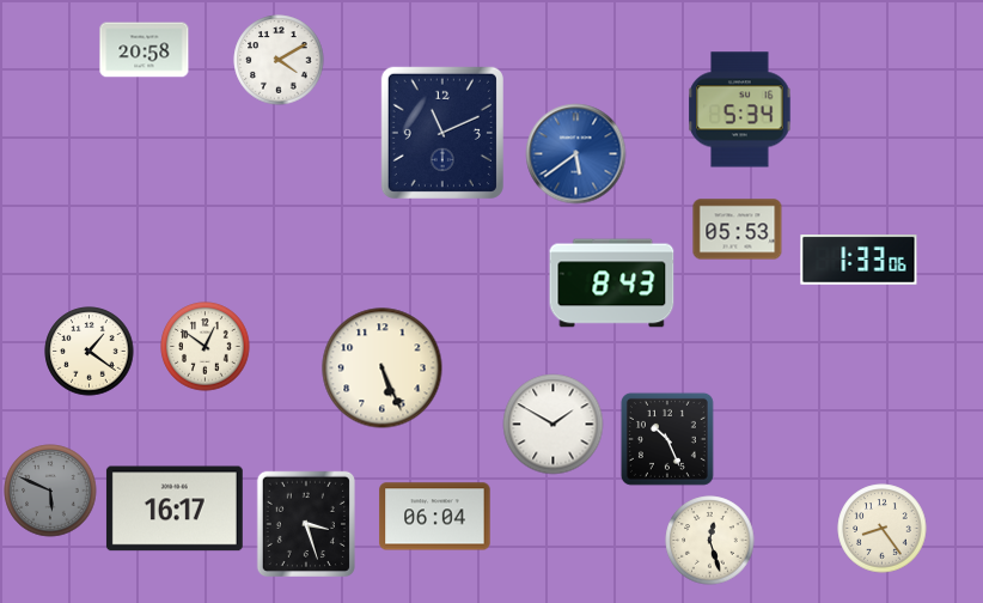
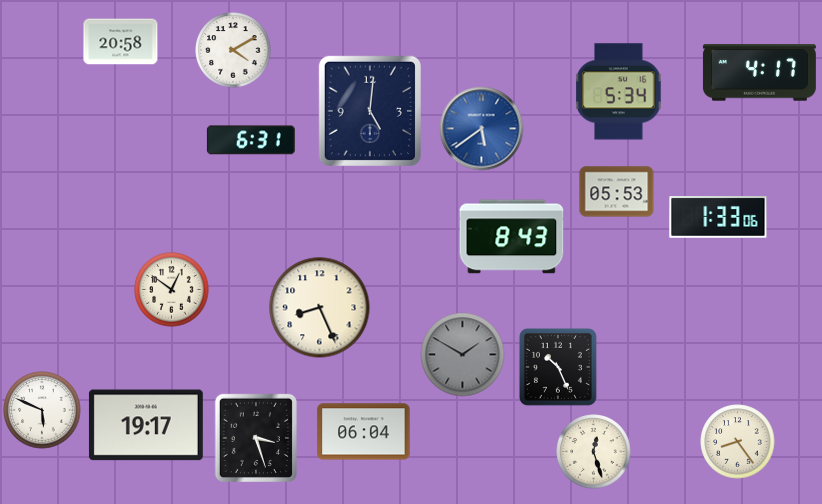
clock at (759, 73): none -> 4:17
clock at (442, 133): 11:11 -> 5:01
clock at (251, 140): none -> 6:31
clock at (90, 352): 1:21 -> none
clock at (383, 368): 5:26 -> 8:26
clock at (554, 425) dial: white -> grey
clock at (50, 491) dial: grey -> white
clock at (175, 508): 16:17 -> 19:17
